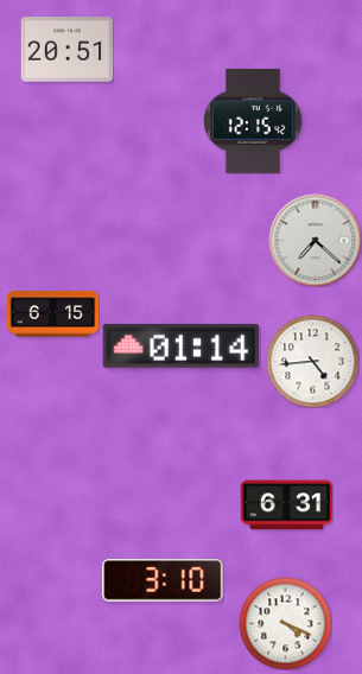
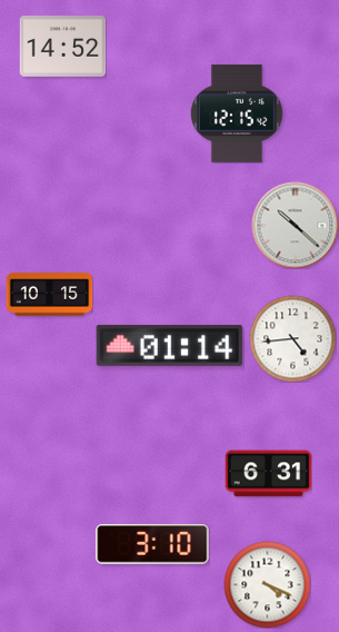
clock at (66, 50): 20:51 -> 14:52
clock at (315, 240): 7:22 -> 10:22
clock at (52, 314): 6:15 -> 10:15
clock at (182, 345) position: (182, 345) -> (170, 345)
